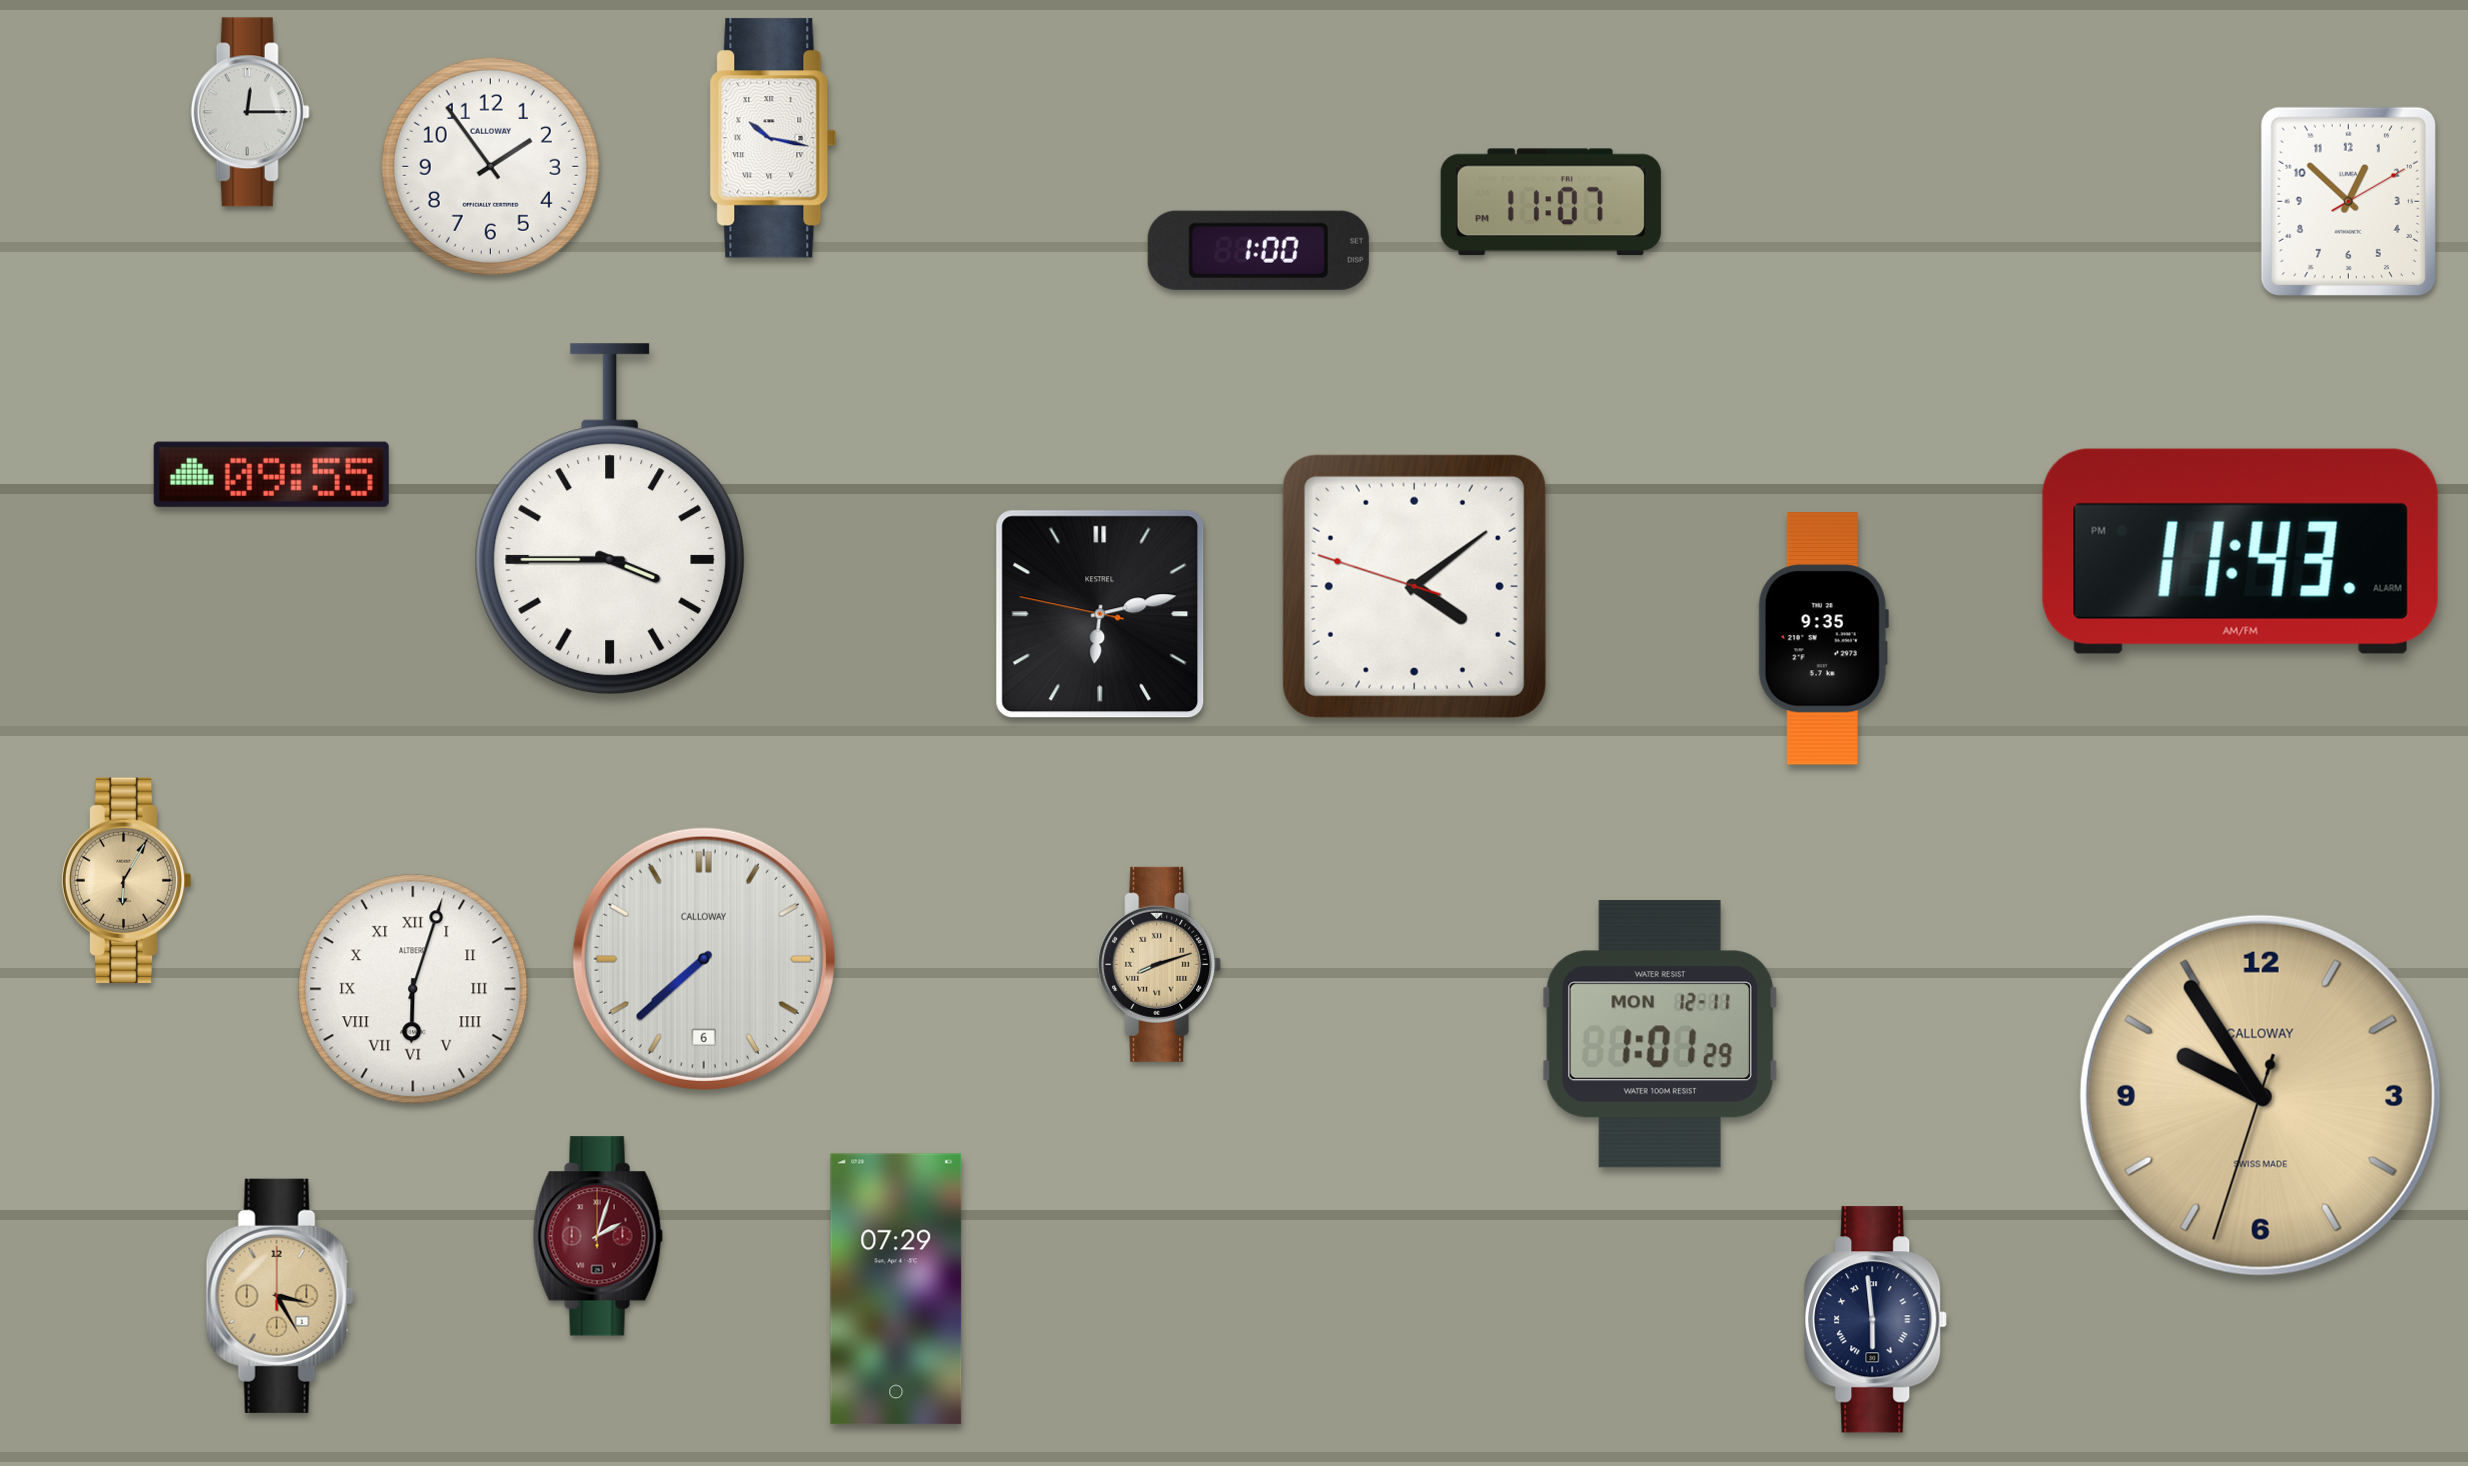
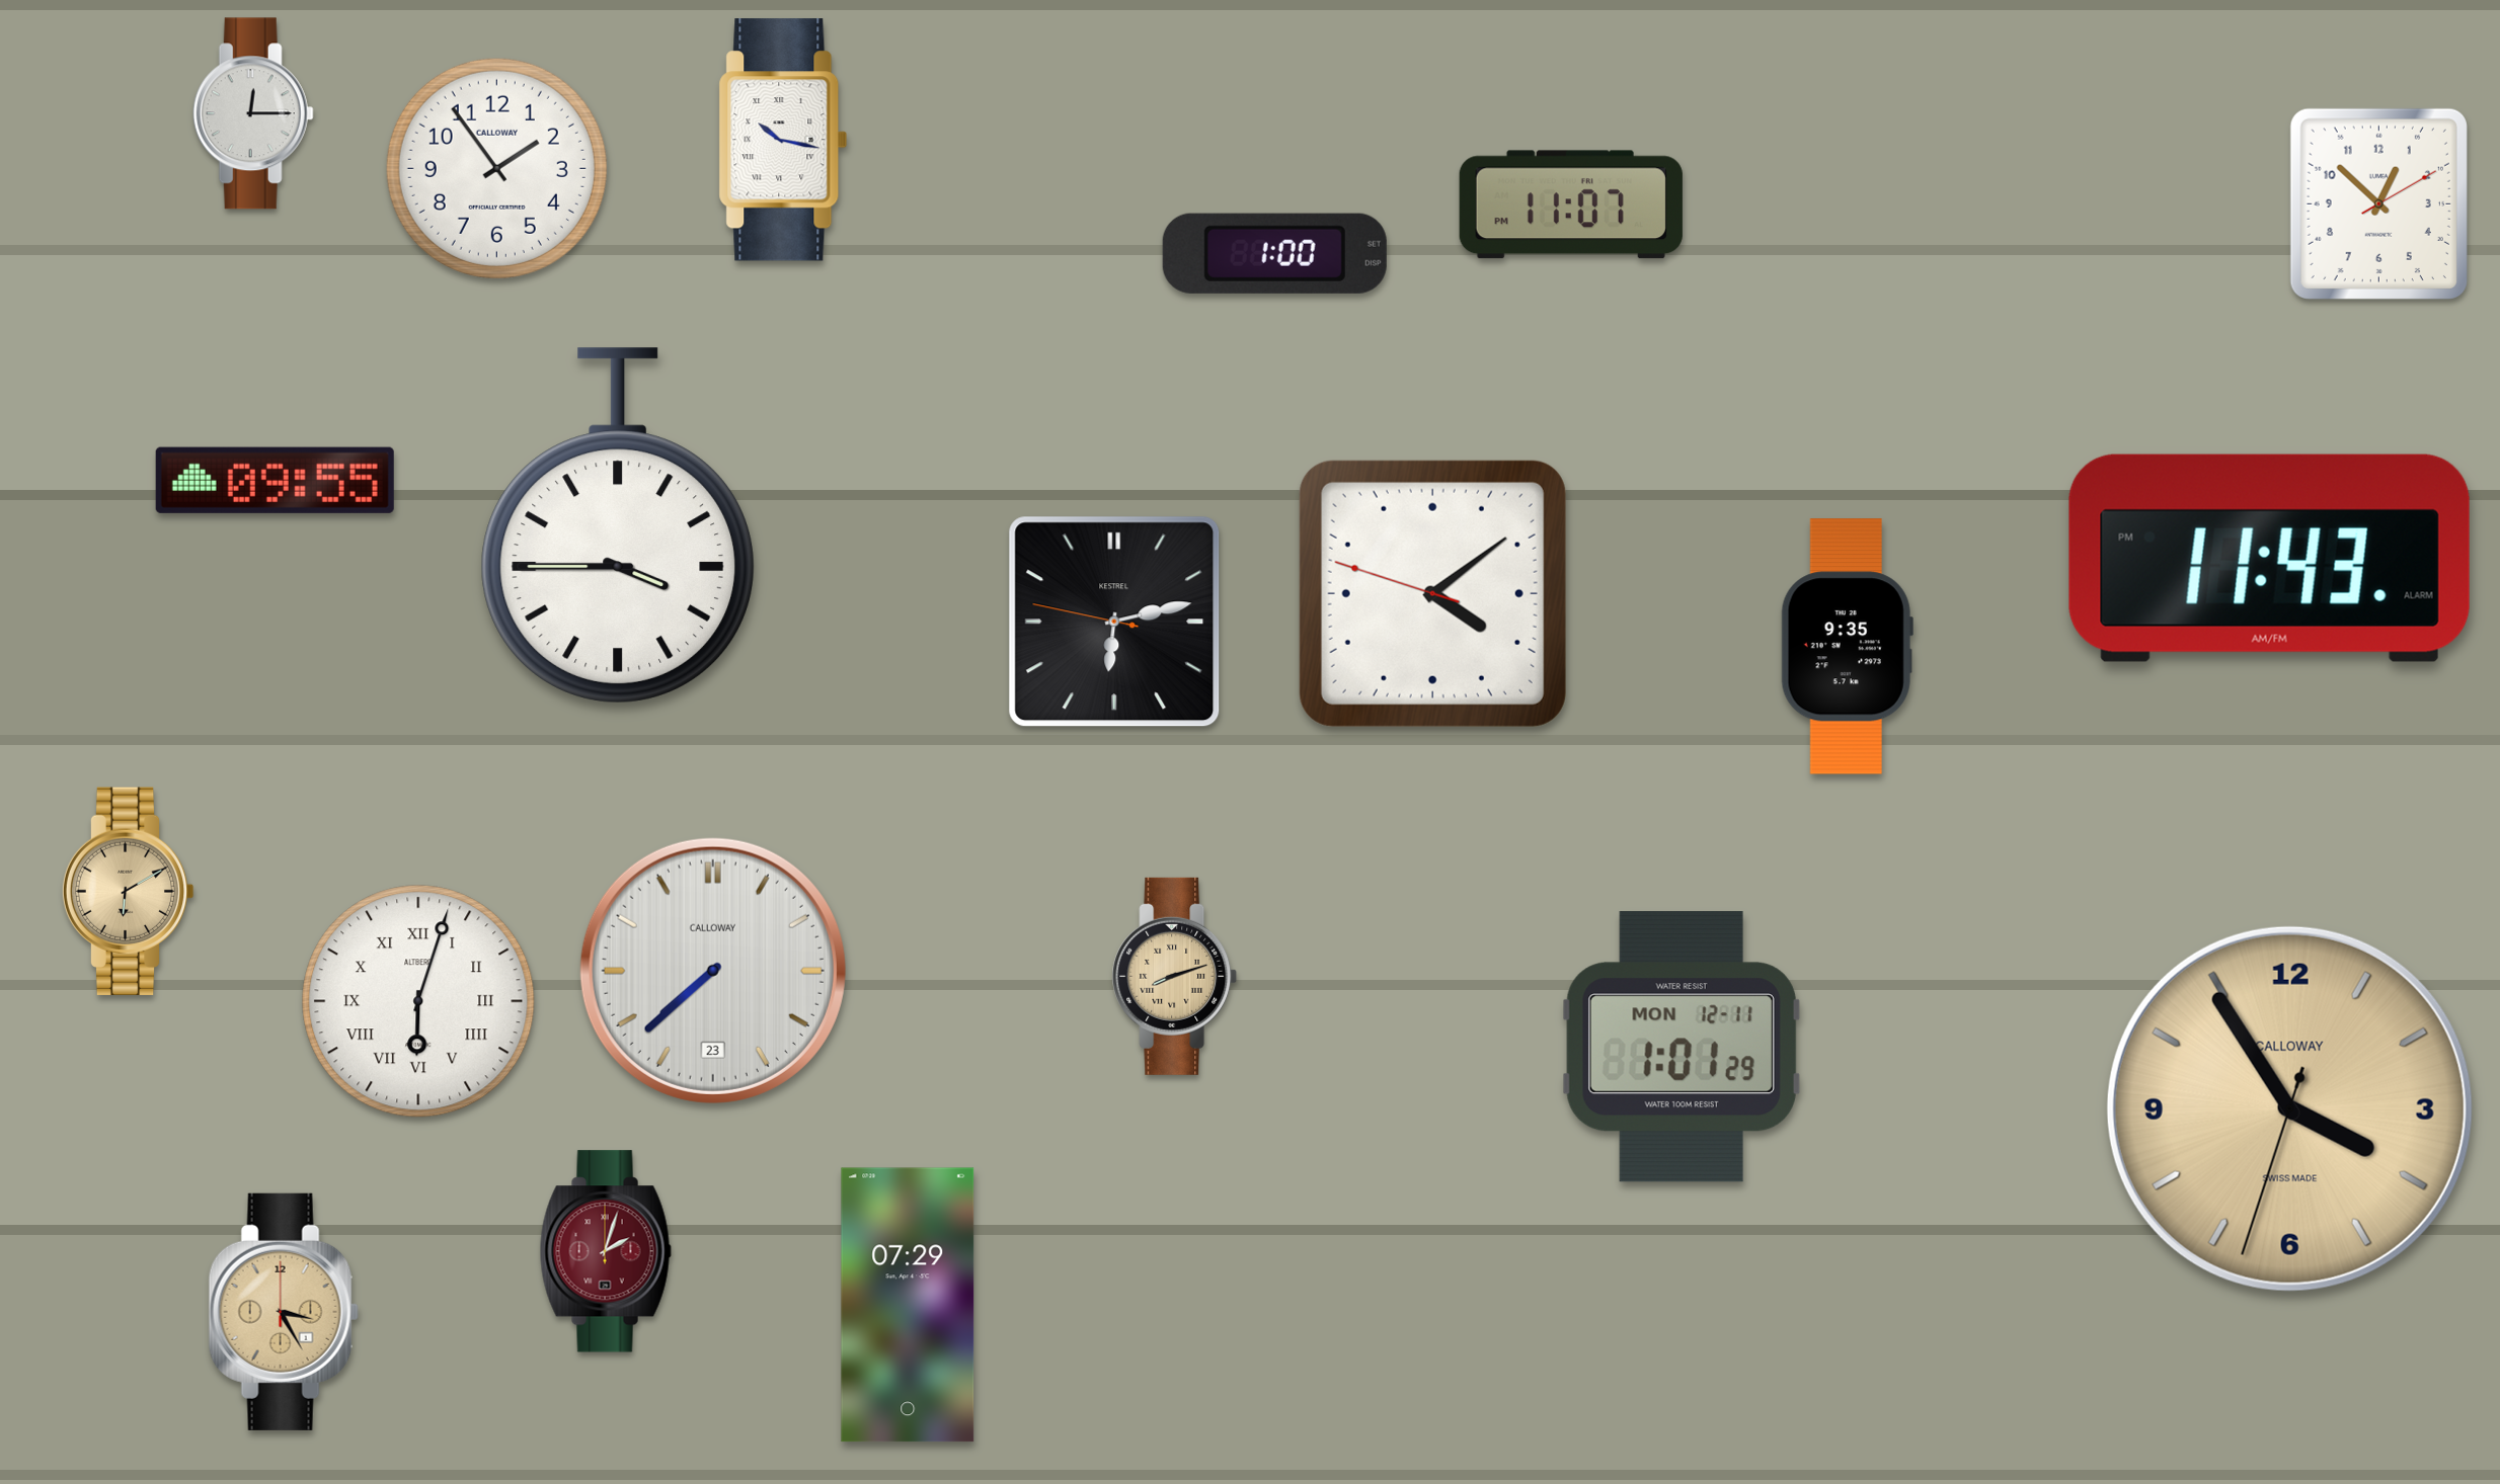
clock at (126, 880): 6:05 -> 6:10
clock at (704, 959) date: 6 -> 23
clock at (2260, 1095): 9:54 -> 3:54
clock at (1876, 1320): 5:59 -> none
